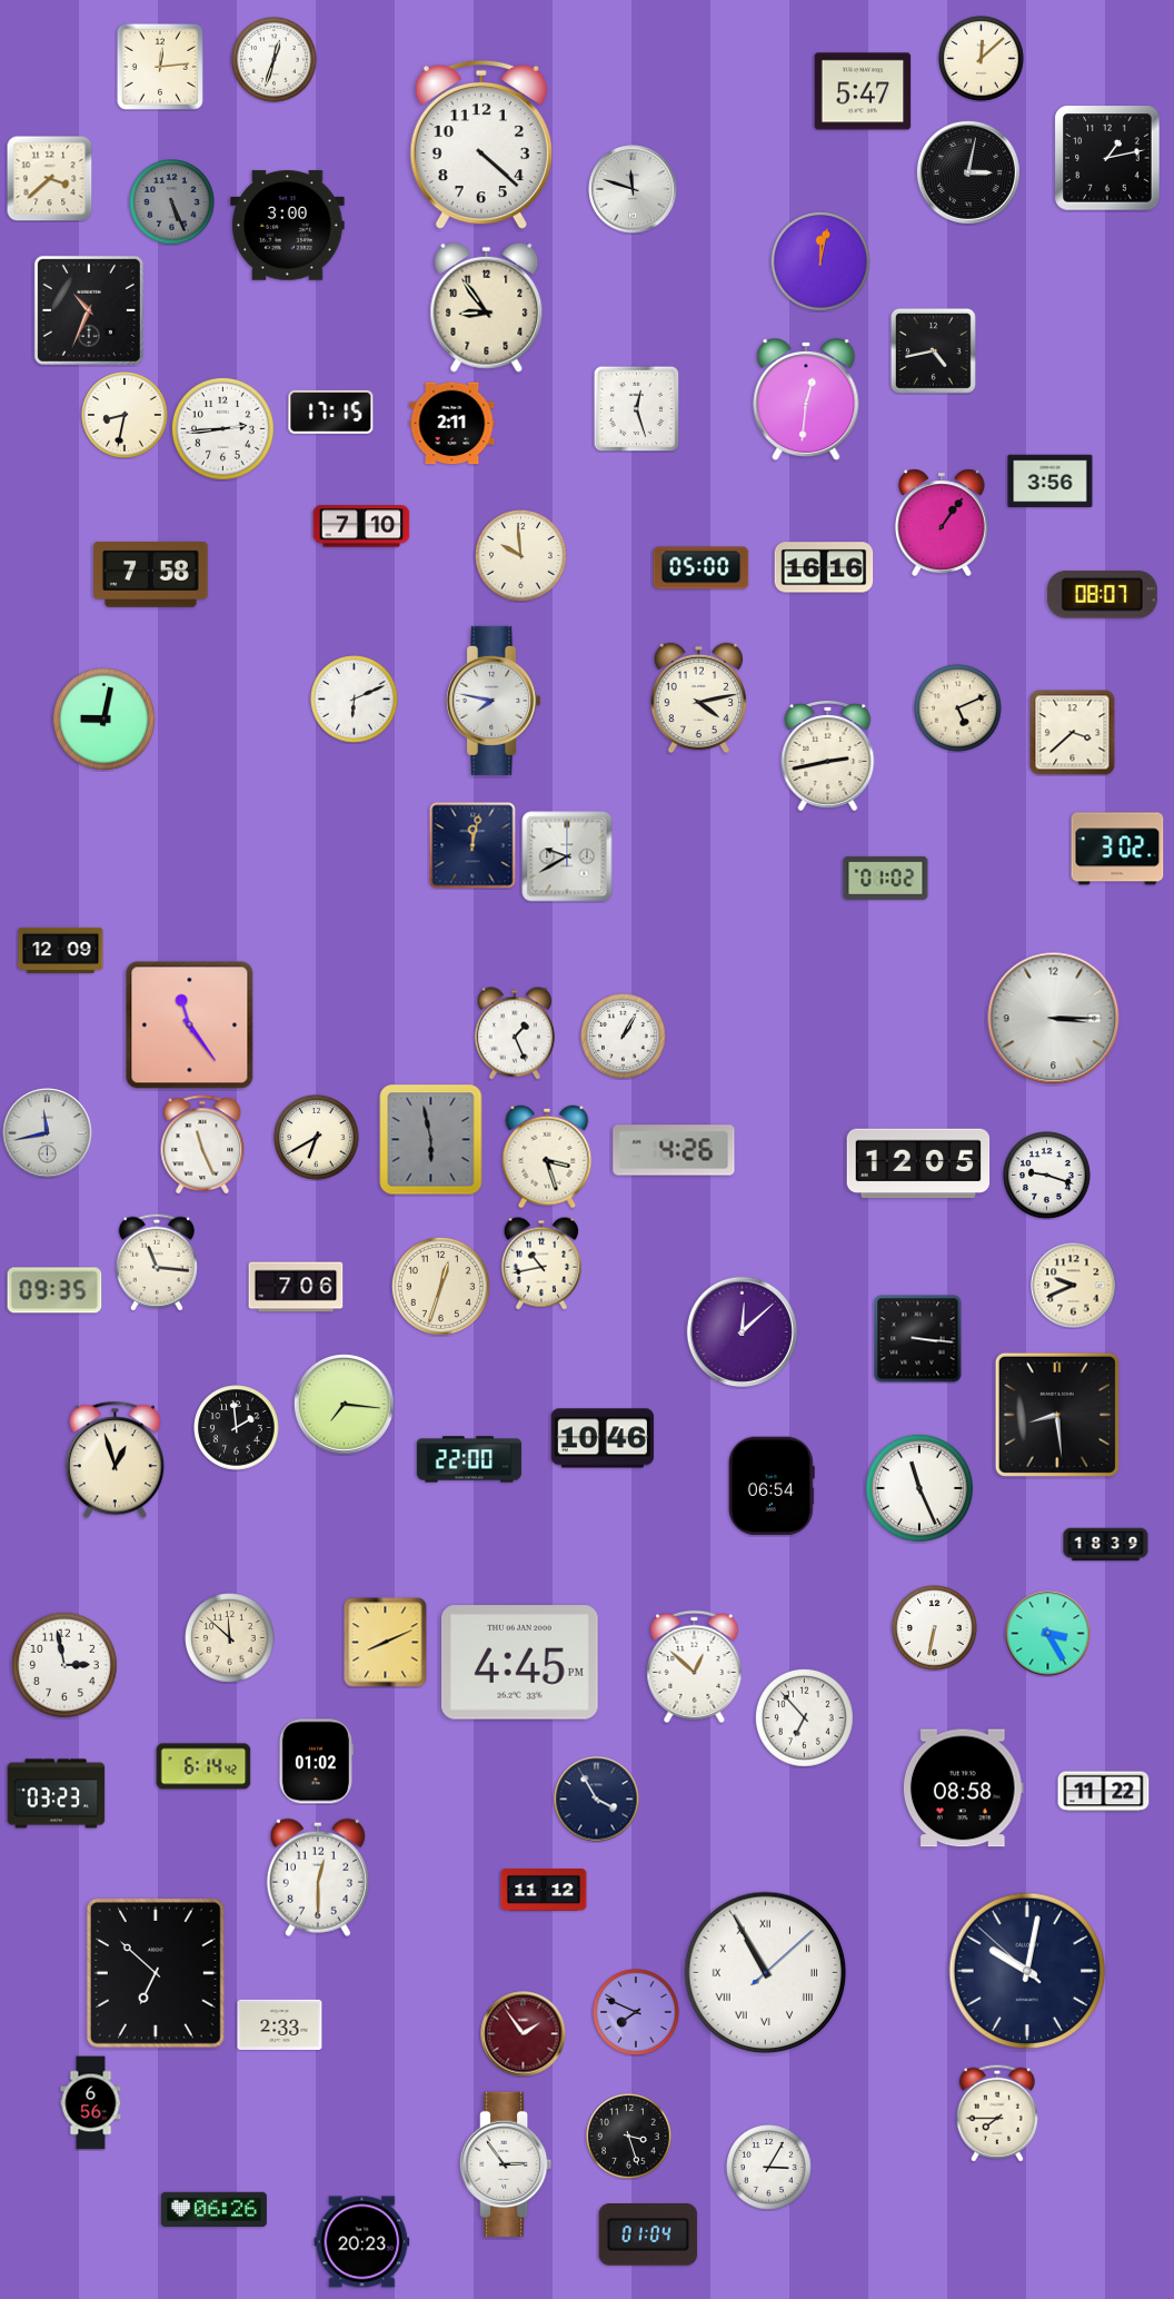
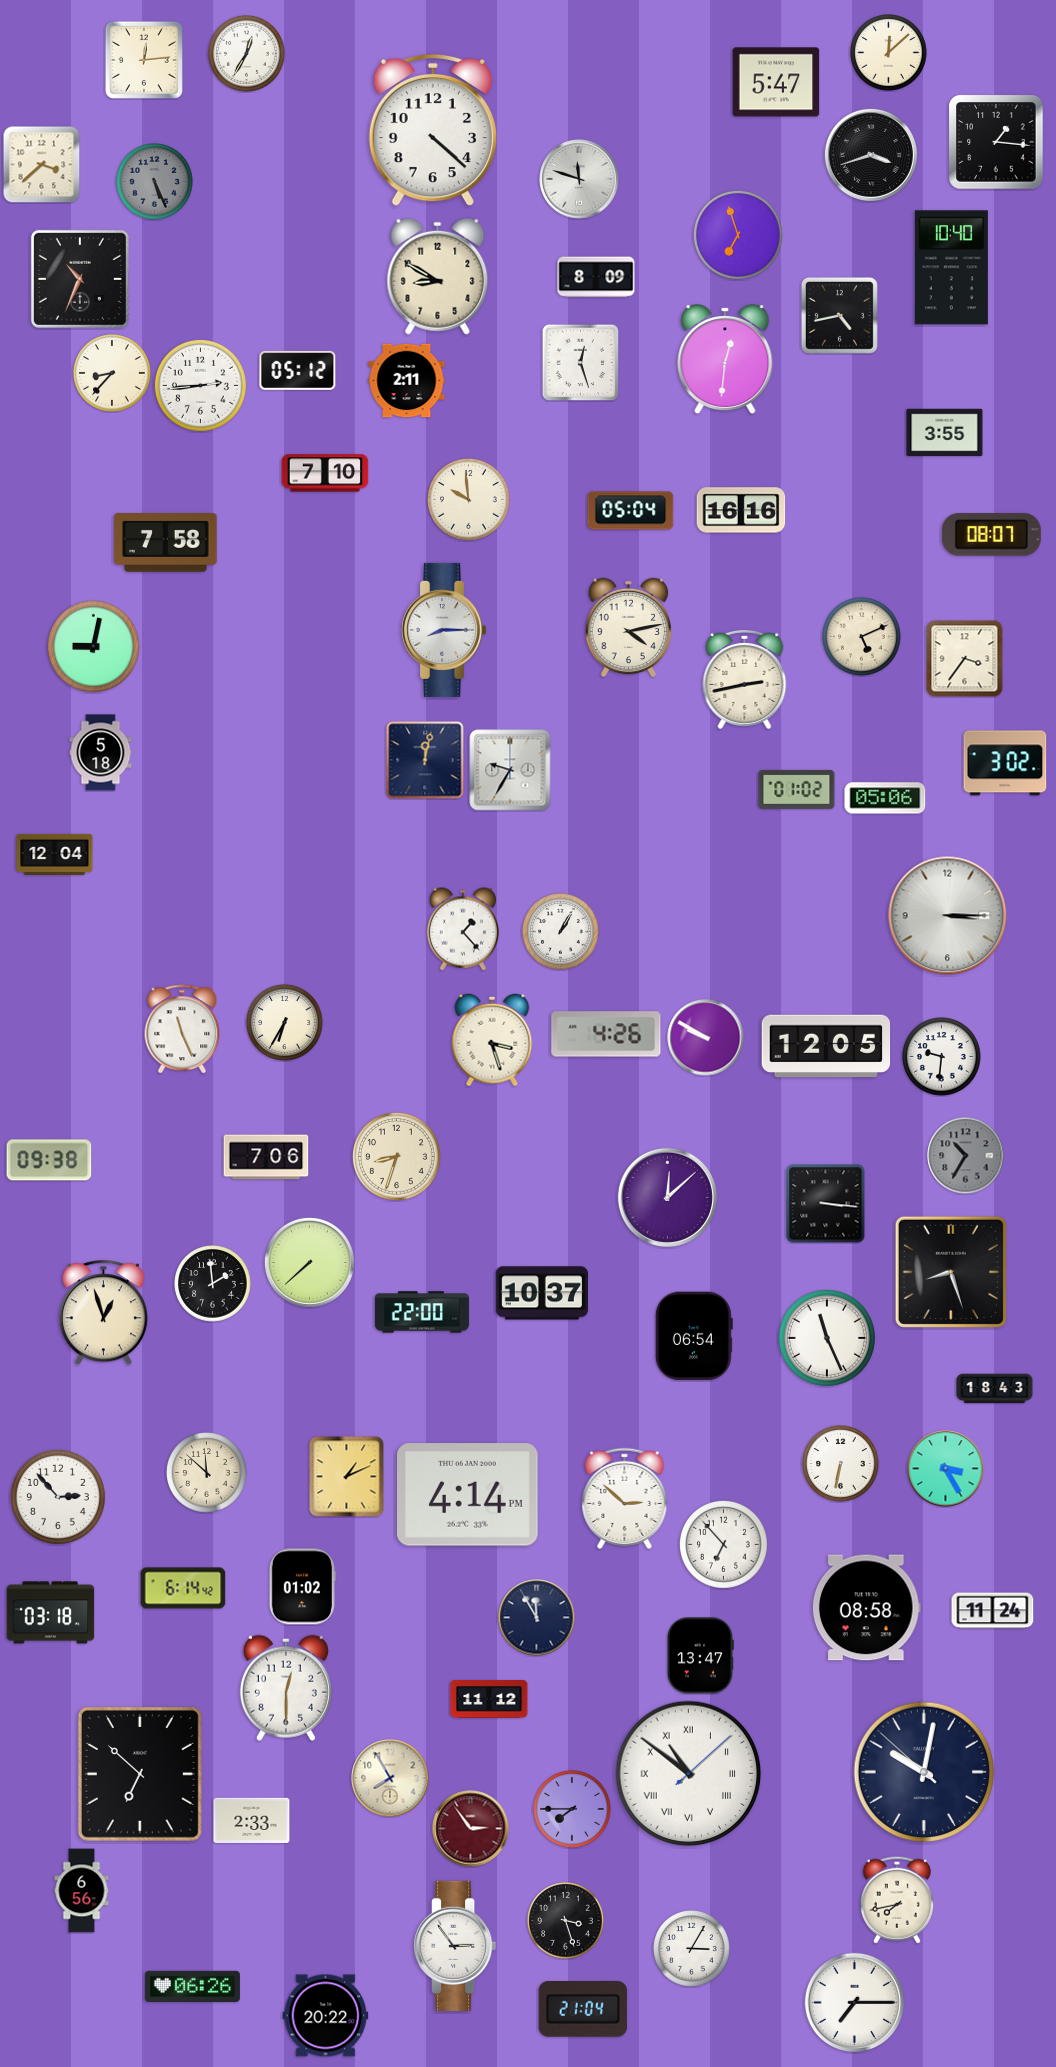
clock at (982, 59) position: (982, 59) -> (889, 53)
clock at (275, 60): 12:33 -> 12:35
clock at (1107, 158): 1:13 -> 1:16
clock at (968, 172): 3:02 -> 3:42
clock at (49, 178) position: (49, 178) -> (41, 164)
clock at (633, 189) position: (633, 189) -> (579, 179)
clock at (288, 226): 3:00 -> none
clock at (820, 261): 12:02 -> 6:57
clock at (951, 268): none -> 10:40
clock at (487, 307): 8:54 -> 8:50
clock at (596, 277): none -> 8:09
clock at (636, 408) position: (636, 408) -> (580, 362)
clock at (331, 412): 17:15 -> 05:12
clock at (125, 415): 8:32 -> 8:37
clock at (1051, 482): 3:56 -> 3:55
clock at (942, 523): 1:06 -> none
clock at (702, 568): 05:00 -> 05:04
clock at (151, 575) position: (151, 575) -> (166, 543)
clock at (355, 700): 6:11 -> none
clock at (494, 701): 7:47 -> 8:15
clock at (1073, 733): 3:38 -> 3:36
clock at (101, 753): none -> 5:18
clock at (567, 856): 9:40 -> 9:35
clock at (885, 798): none -> 05:06
clock at (61, 950): 12:09 -> 12:04
clock at (190, 1025): 11:24 -> none
clock at (515, 1033): 1:26 -> 1:23
clock at (48, 1133): 11:43 -> none
clock at (317, 1138): 6:40 -> 6:35
clock at (431, 1140): 5:58 -> none
clock at (706, 1038): none -> 9:50
clock at (1047, 1176): 9:18 -> 9:31
clock at (157, 1262): 11:16 -> none
clock at (541, 1264): 10:43 -> none
clock at (440, 1286): 12:33 -> 8:33
clock at (1074, 1286): 9:41 -> 10:35
clock at (1074, 1286) dial: cream -> grey
clock at (54, 1290): 09:35 -> 09:38
clock at (344, 1404): 7:16 -> 7:38
clock at (1057, 1415): 8:29 -> 8:27
clock at (603, 1438): 10:46 -> 10:37
clock at (1106, 1545): 18:39 -> 18:43
clock at (1048, 1634) position: (1048, 1634) -> (946, 1469)
clock at (386, 1643): 8:11 -> 1:11
clock at (520, 1663): 4:45 -> 4:14
clock at (64, 1665): 2:58 -> 2:53
clock at (695, 1666): 12:52 -> 2:52
clock at (316, 1762) position: (316, 1762) -> (302, 1587)
clock at (1104, 1792): 11:22 -> 11:24
clock at (57, 1794): 03:23 -> 03:18
clock at (597, 1800): 3:55 -> 11:55
clock at (701, 1656): none -> 13:47
clock at (766, 1973): 10:55 -> 10:51
clock at (390, 1778): none -> 7:55
clock at (636, 2012): 7:49 -> 7:45
clock at (524, 2034): 1:54 -> 2:54
clock at (997, 2113): 7:45 -> 7:43
clock at (854, 2002): none -> 7:15
clock at (648, 2236): 01:04 -> 21:04
clock at (362, 2242): 20:23 -> 20:22
